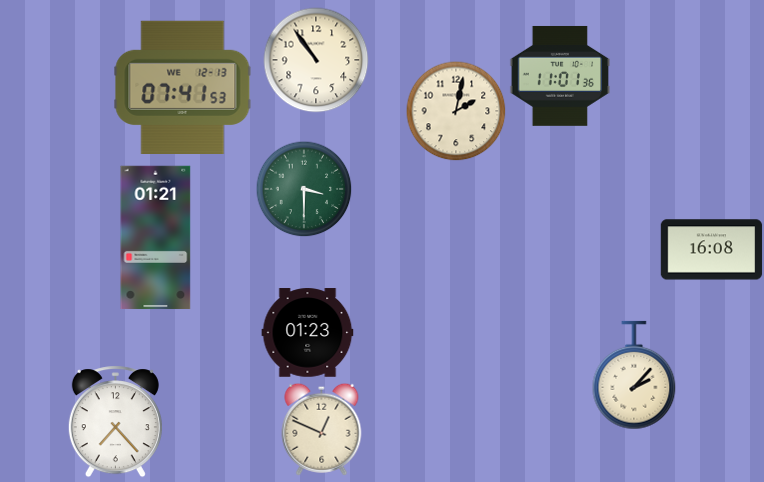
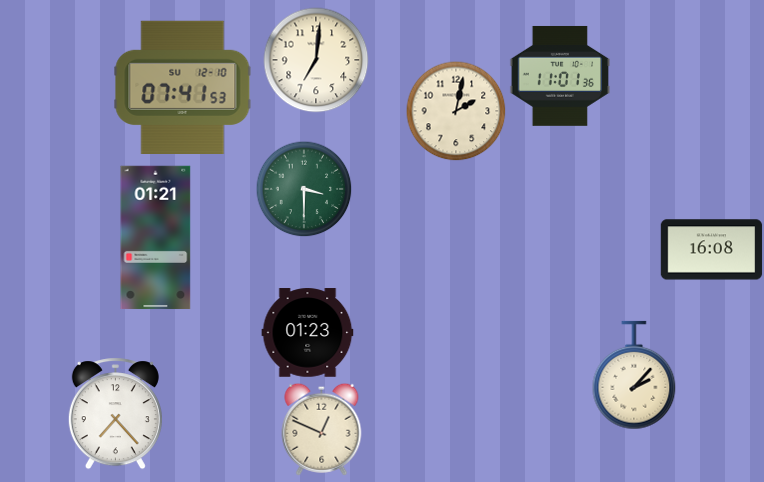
clock at (316, 60): 10:54 -> 7:01
clock at (183, 87) date: WE 12-13 -> SU 12-10
clock at (115, 422) position: (115, 422) -> (115, 414)
